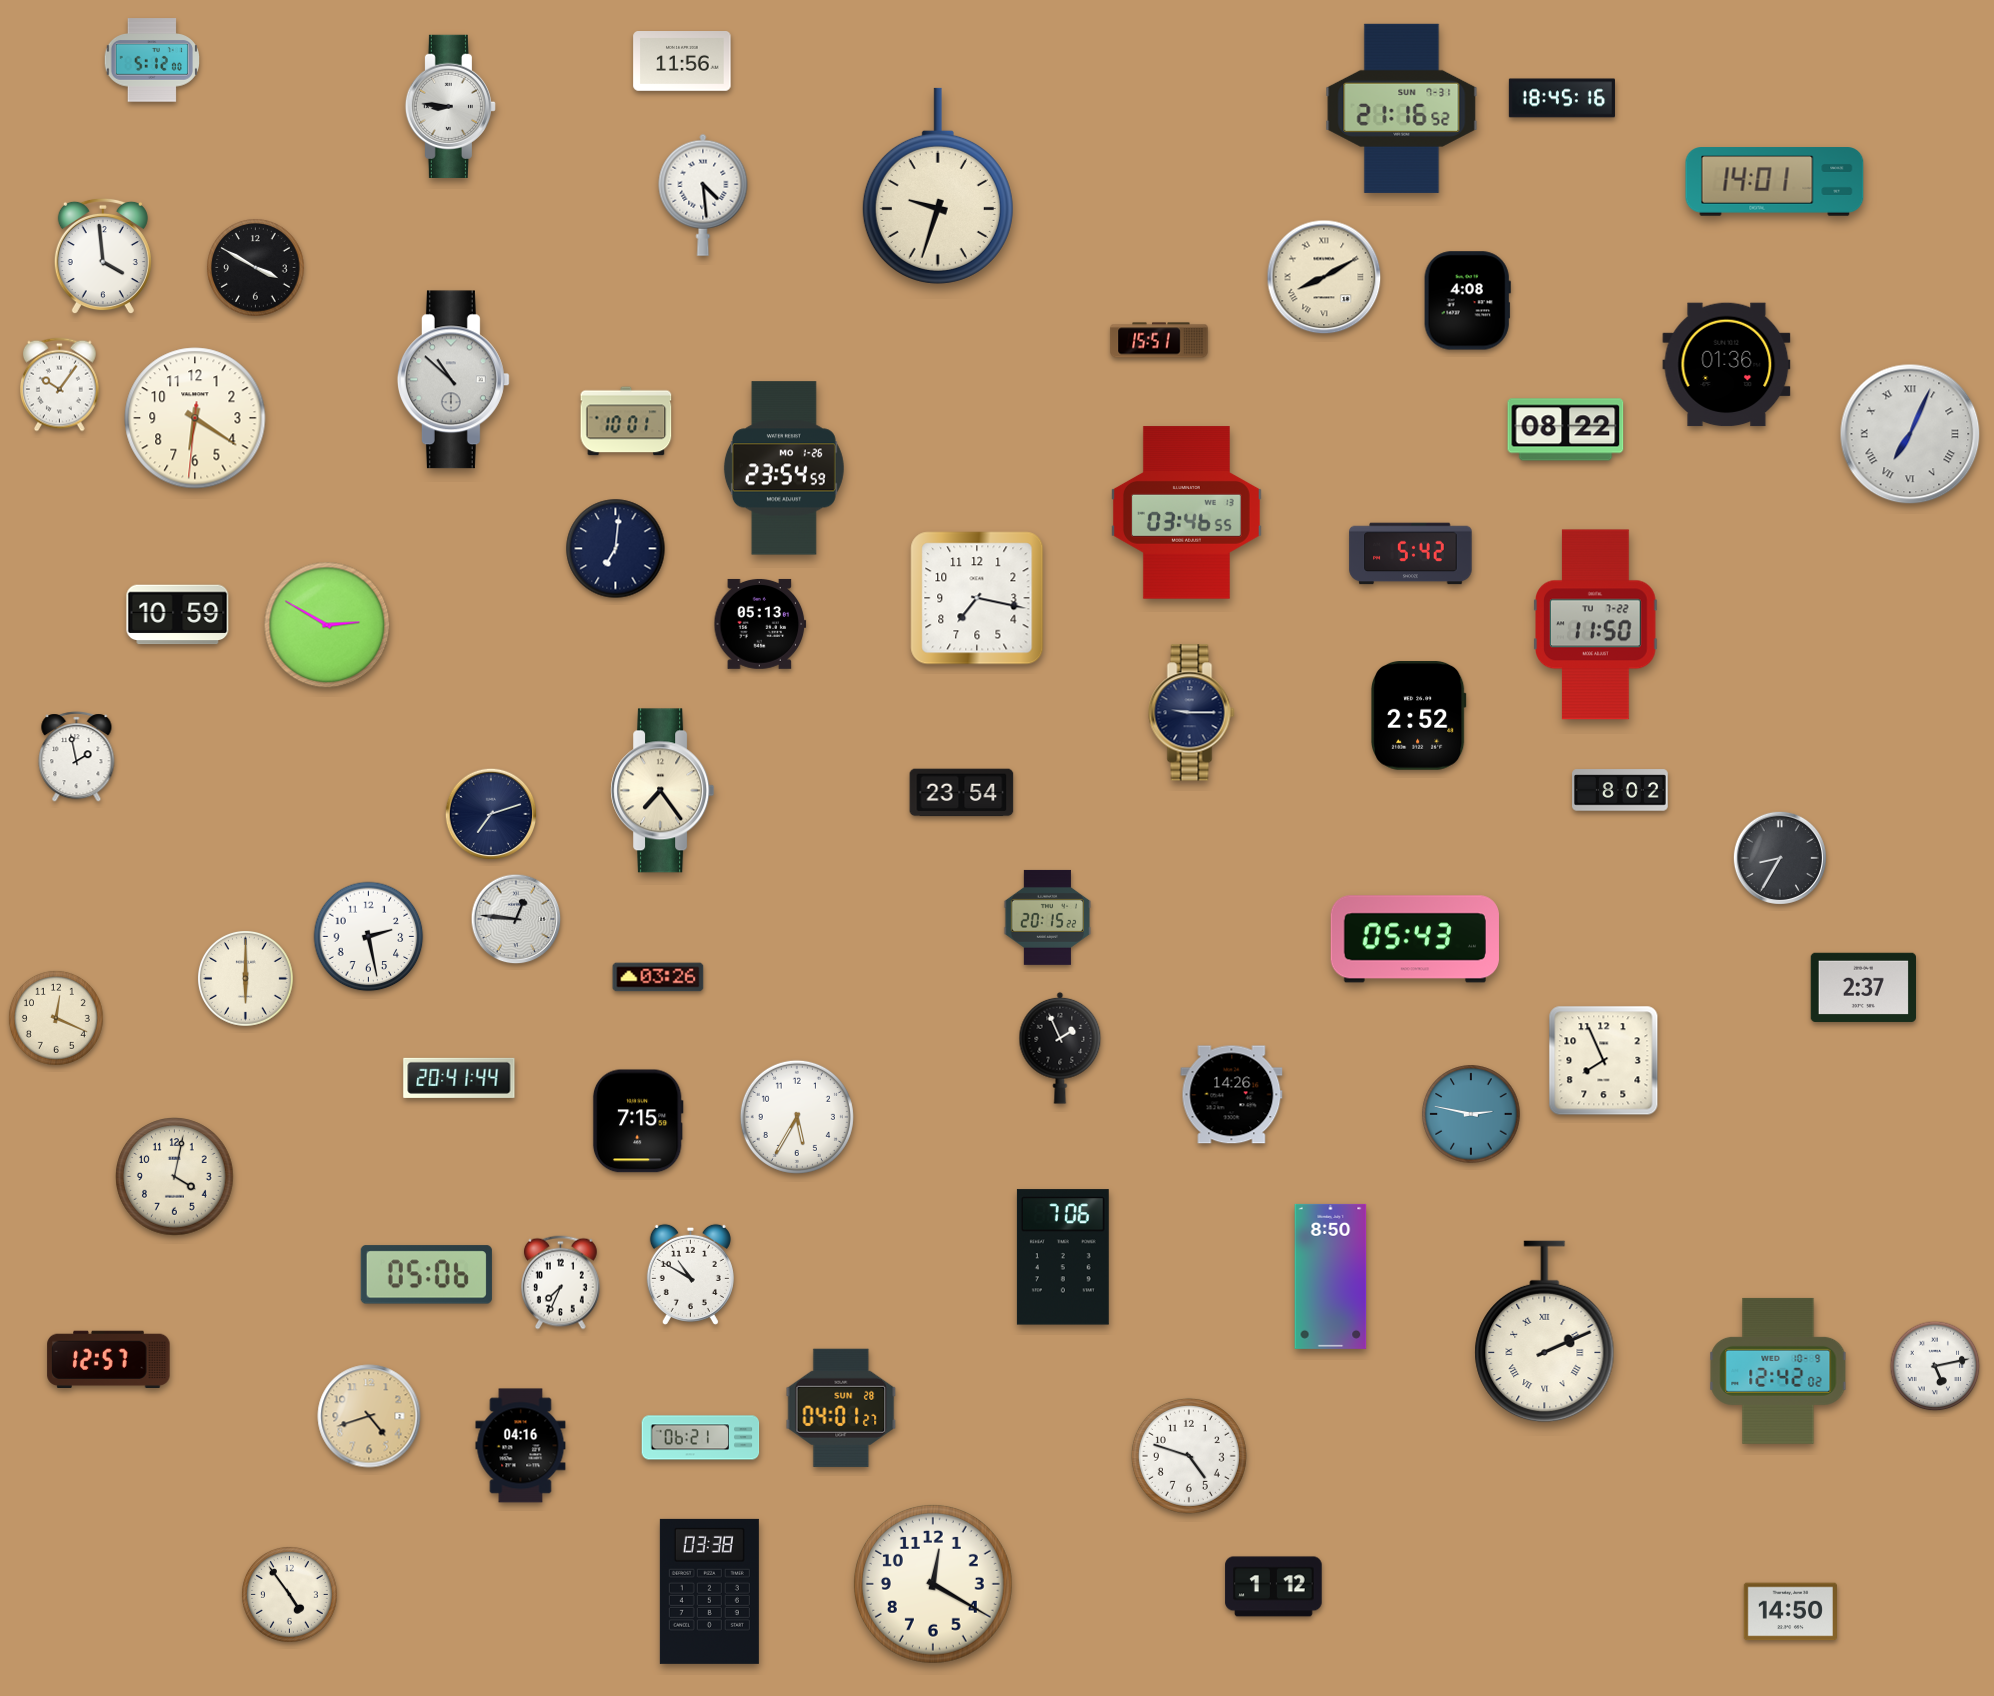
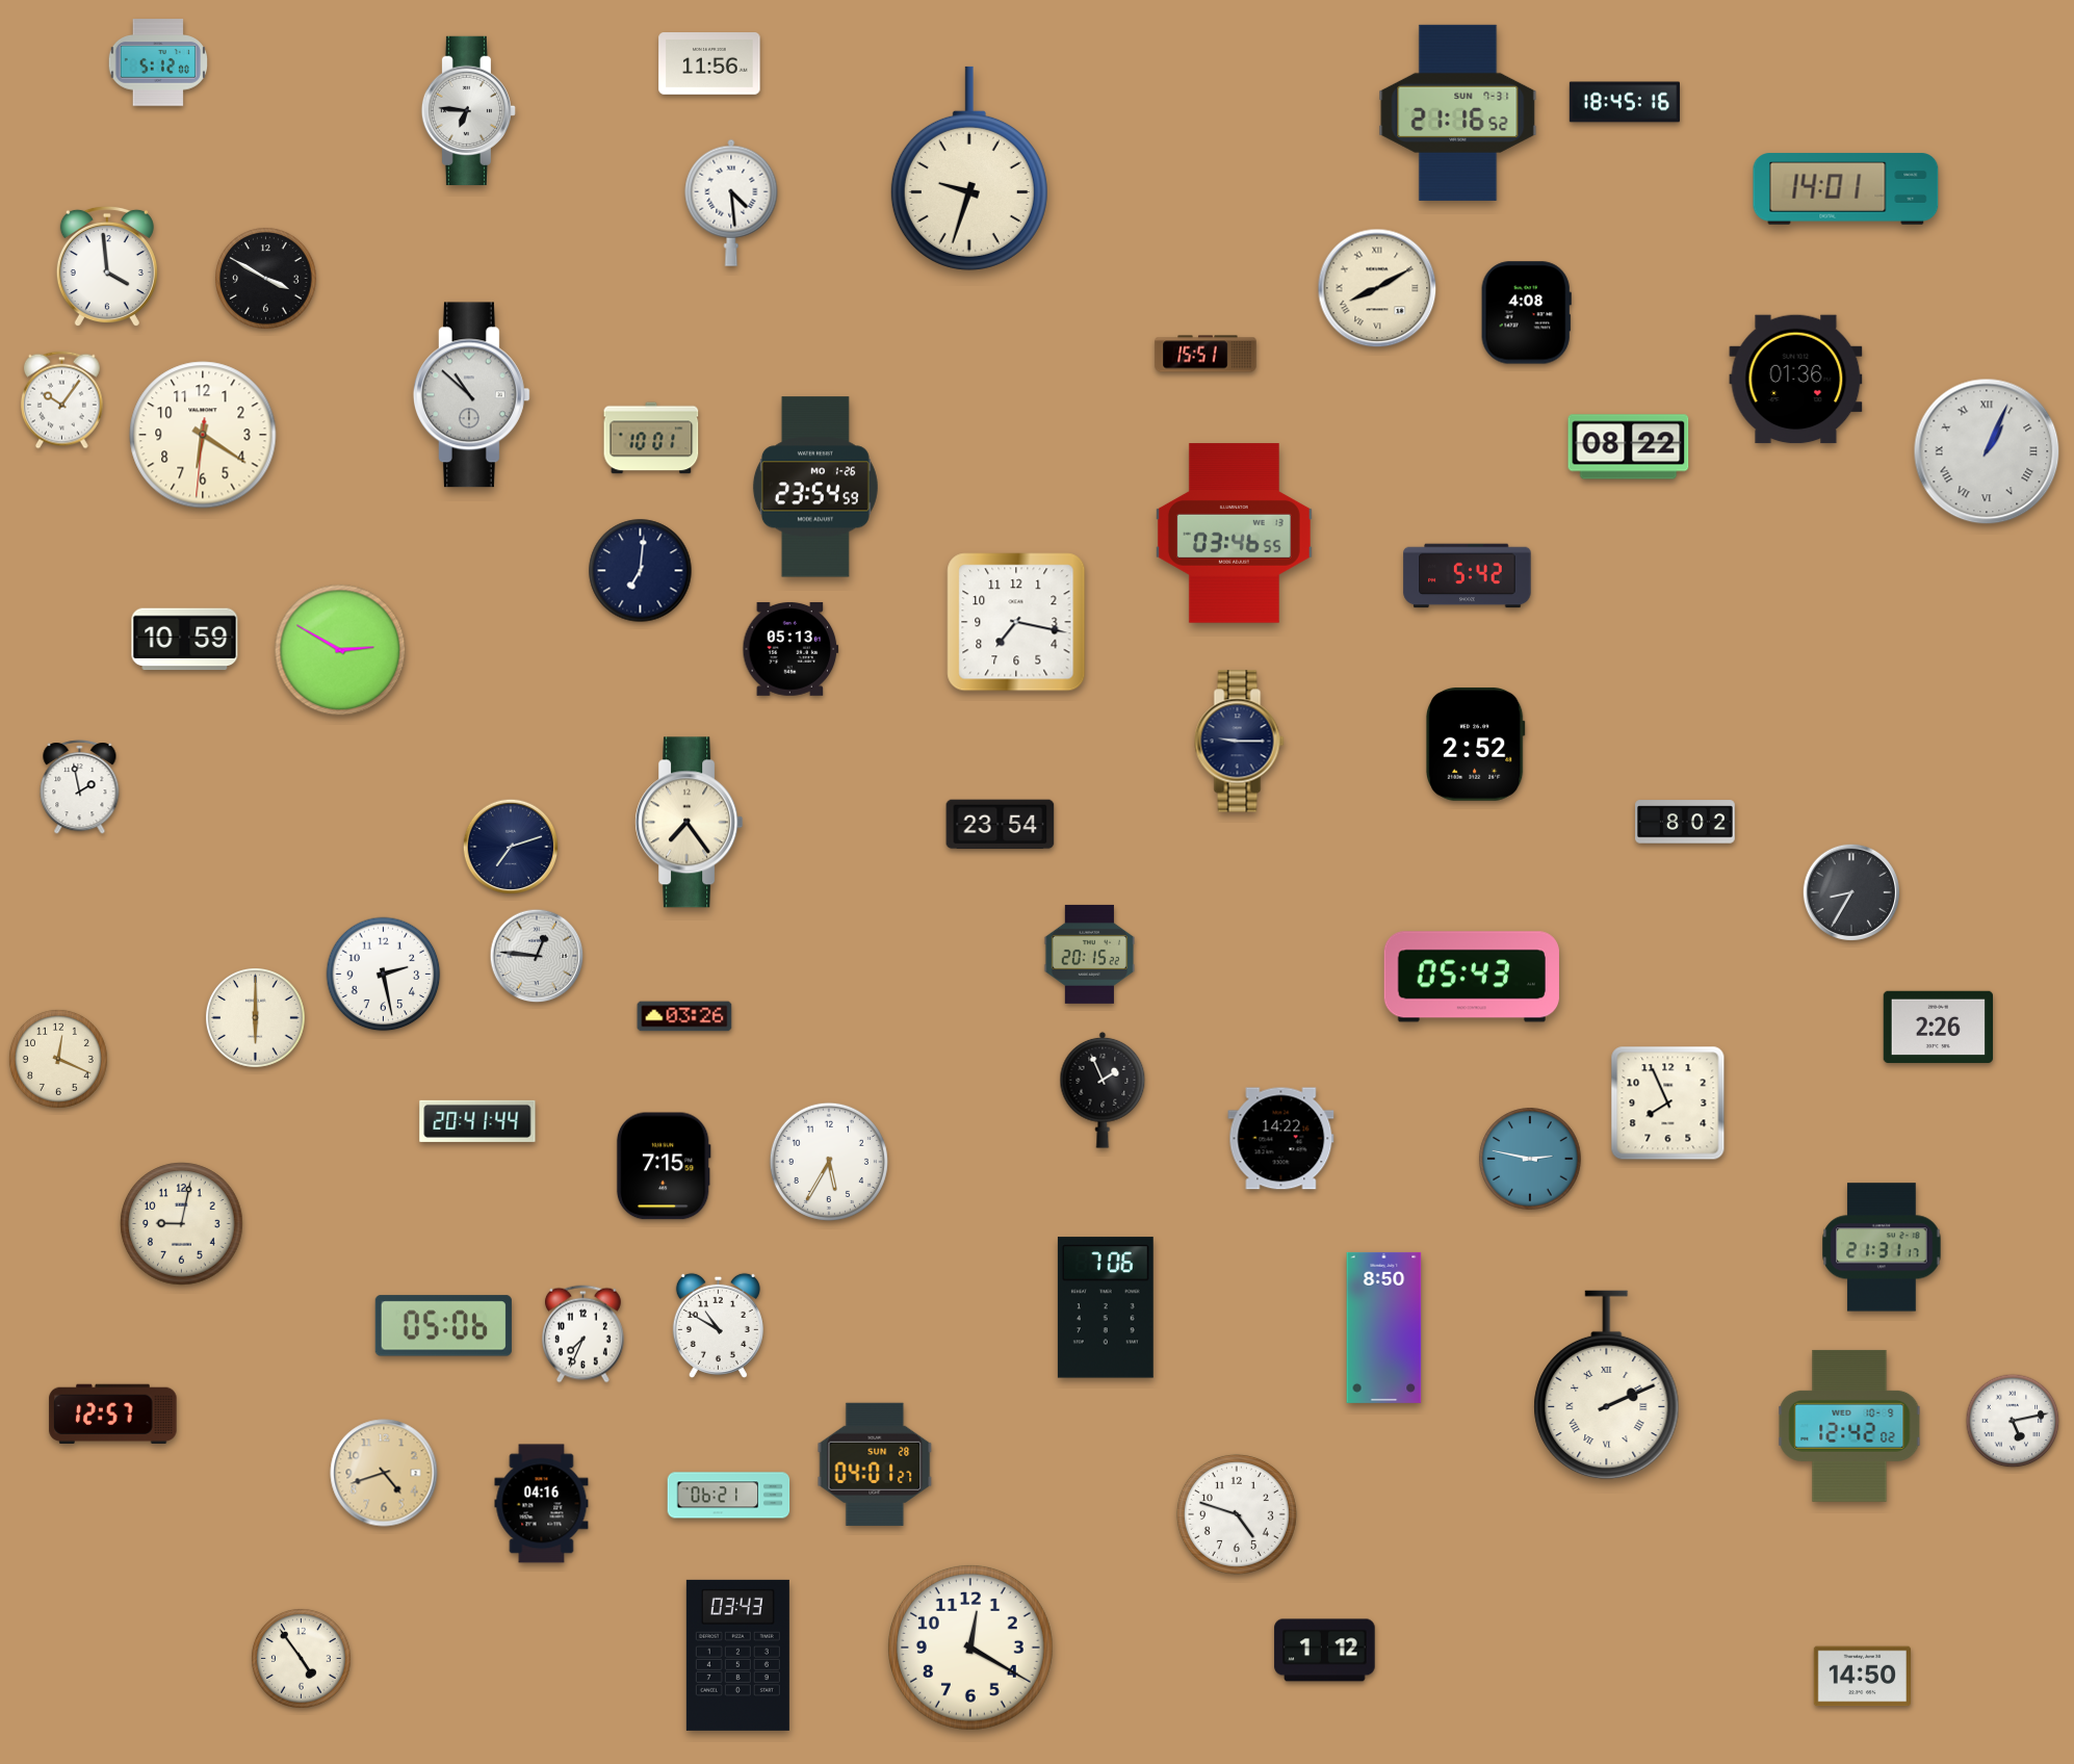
clock at (450, 106): 8:46 -> 6:46
clock at (938, 186) position: (938, 186) -> (969, 168)
clock at (1910, 434): 7:04 -> 1:04
clock at (1596, 625): 11:50 -> none
clock at (1863, 987): 2:37 -> 2:26
clock at (1232, 1095): 14:26 -> 14:22
clock at (175, 1177): 4:02 -> 9:02
clock at (1882, 1247): none -> 21:31
clock at (709, 1591): 03:38 -> 03:43
